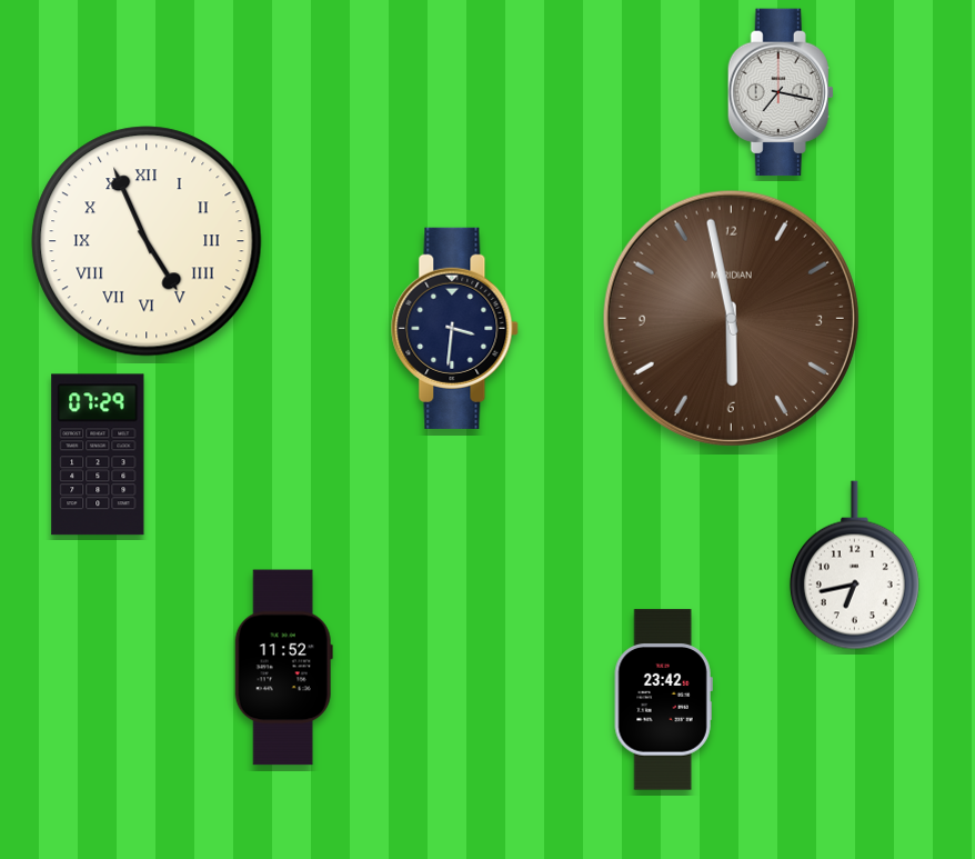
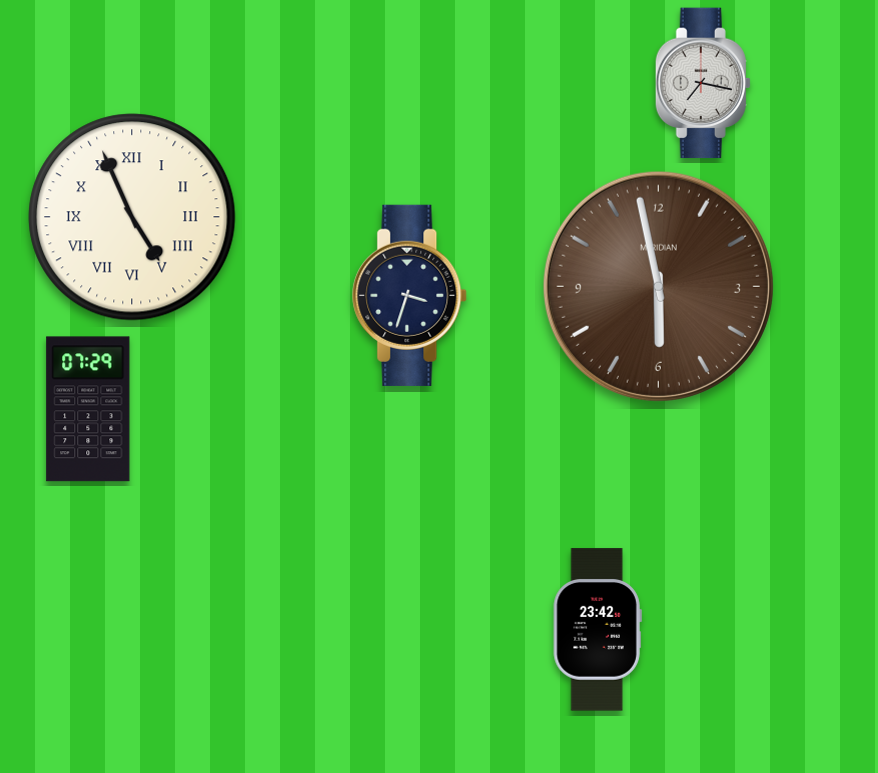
clock at (455, 328): 3:31 -> 3:33
clock at (854, 566): 6:43 -> none
clock at (283, 668): 11:52 -> none
